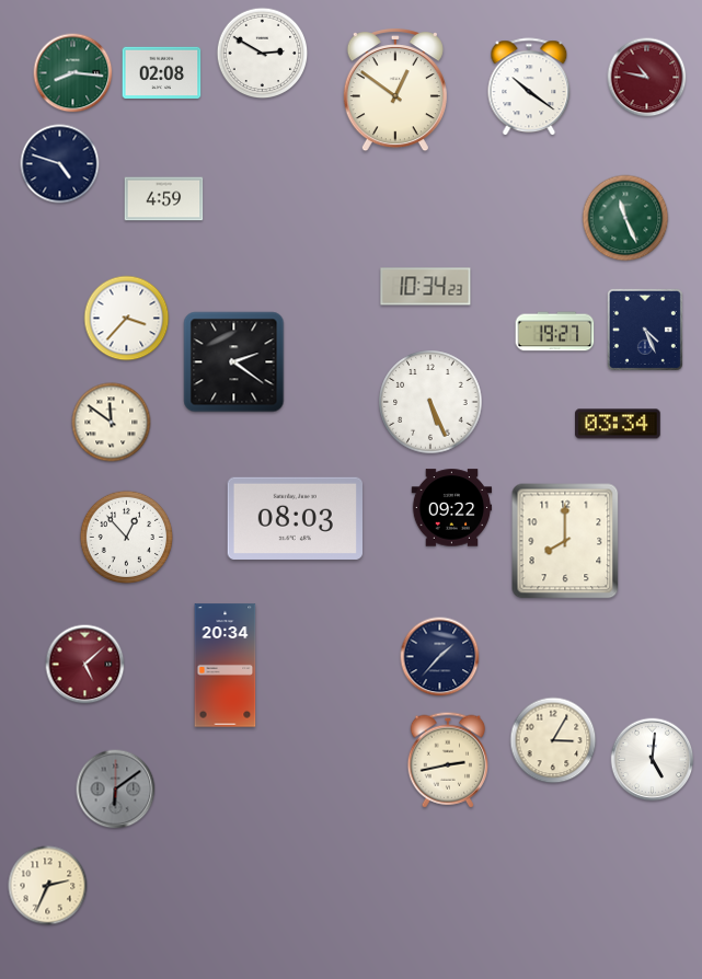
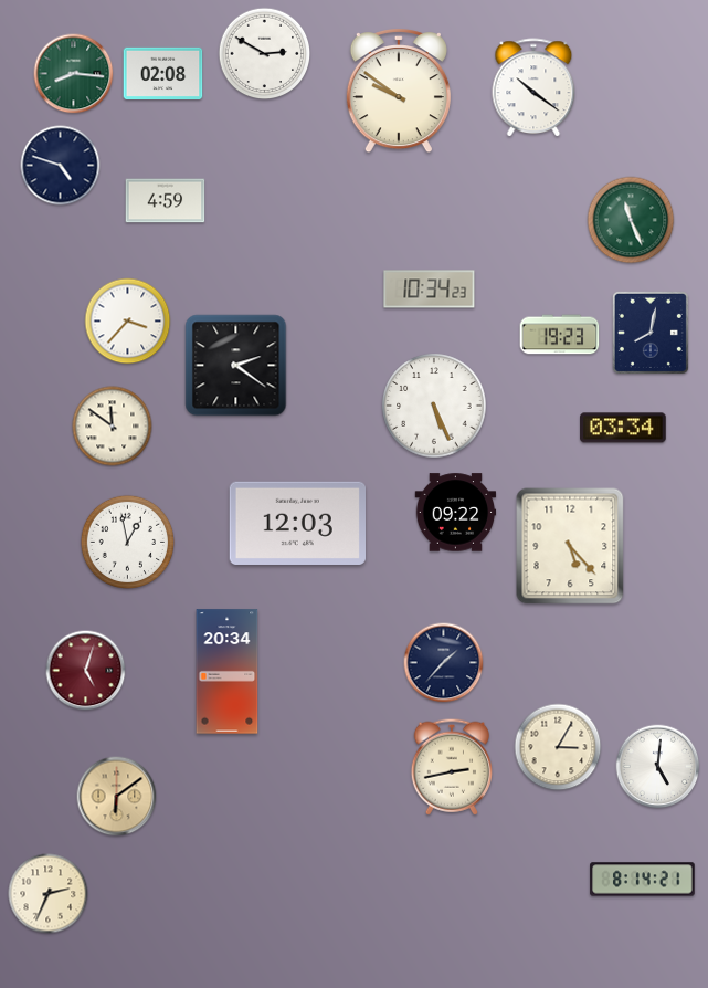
clock at (647, 78): 10:47 -> none
clock at (395, 91): 12:51 -> 9:51
clock at (645, 330): 4:26 -> 8:02
clock at (555, 332): 19:27 -> 19:23
clock at (295, 518): 08:03 -> 12:03
clock at (126, 537): 12:53 -> 12:58
clock at (565, 541): 8:00 -> 5:23
clock at (85, 665): 5:08 -> 5:03
clock at (116, 790) dial: grey -> champagne
clock at (643, 880): none -> 8:14
